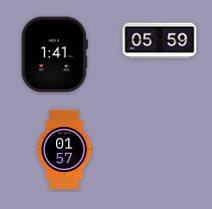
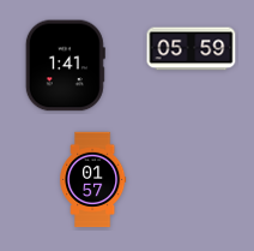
clock at (65, 150) position: (65, 150) -> (93, 180)
